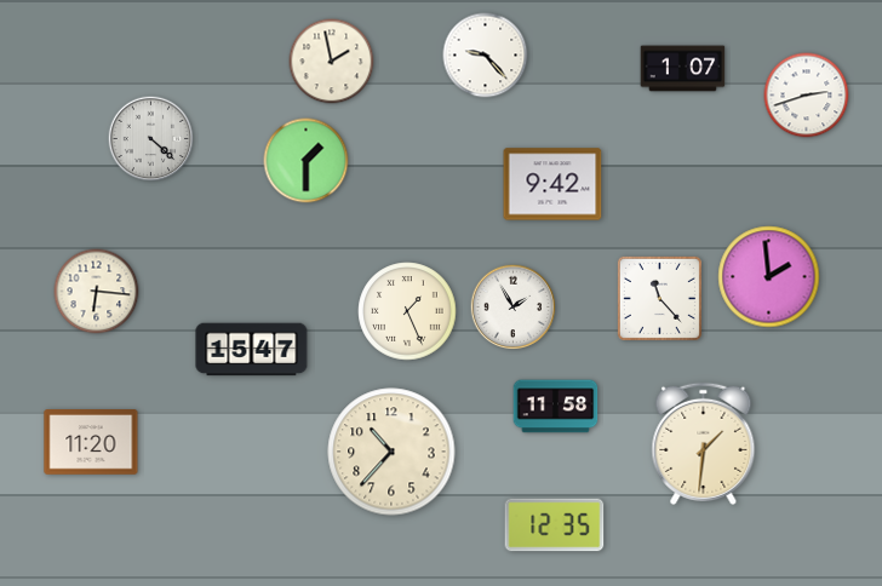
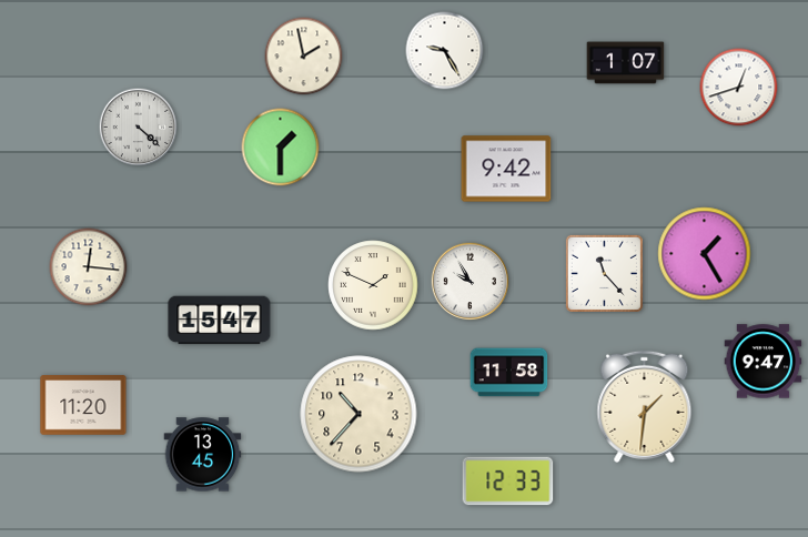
clock at (486, 56): 9:23 -> 9:25
clock at (807, 96): 2:42 -> 12:42
clock at (769, 277): 1:59 -> 1:25
clock at (97, 292): 6:16 -> 12:16
clock at (514, 308): 1:55 -> 9:55
clock at (407, 311): 1:26 -> 1:49
clock at (252, 350) position: (252, 350) -> (220, 321)
clock at (764, 362): none -> 9:47
clock at (203, 455): none -> 13:45
clock at (555, 525): 12:35 -> 12:33
